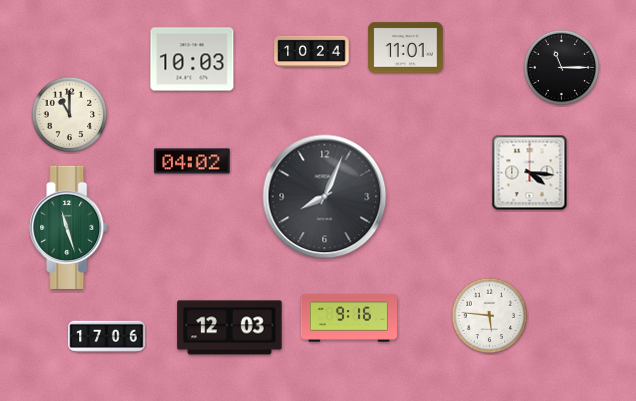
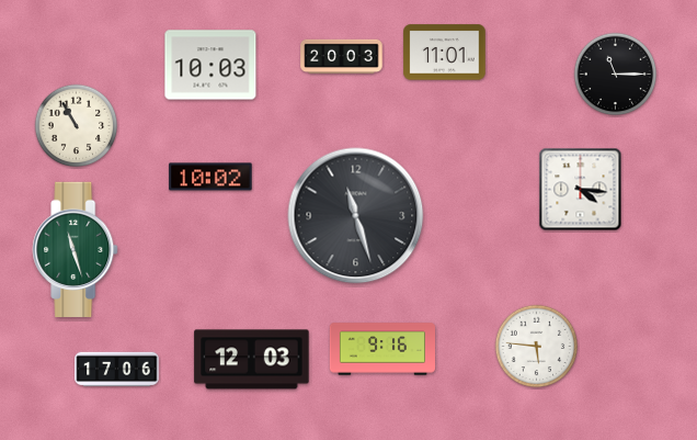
clock at (312, 51): 10:24 -> 20:03
clock at (70, 115): 11:00 -> 10:55
clock at (192, 161): 04:02 -> 10:02
clock at (325, 197): 8:04 -> 11:27
